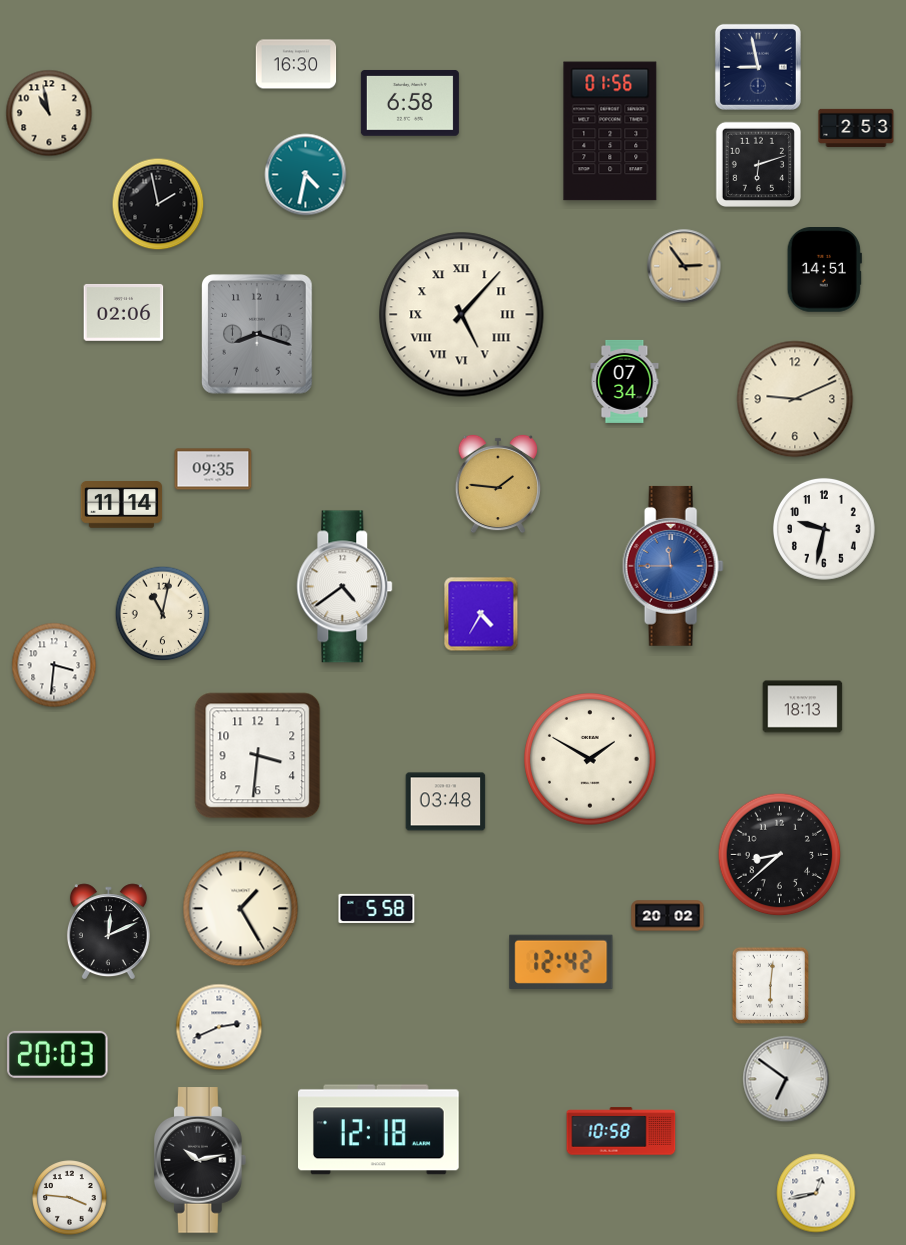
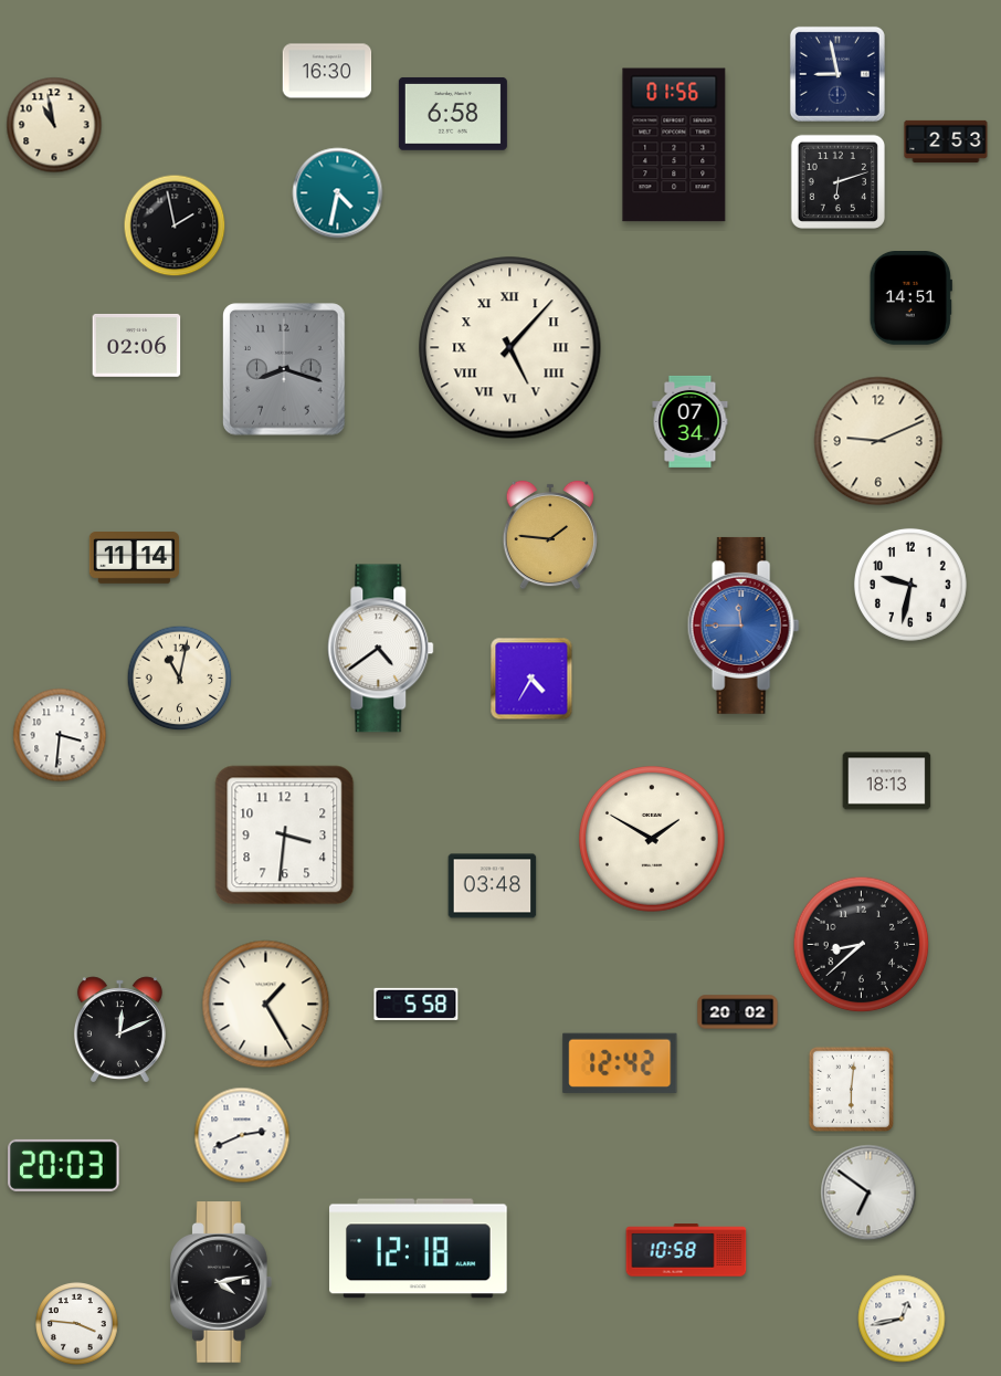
clock at (684, 266): 2:54 -> none
clock at (213, 469): 09:35 -> none
clock at (200, 1160): 10:13 -> 4:13
